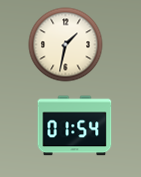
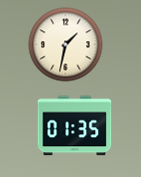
clock at (75, 126): 01:54 -> 01:35
